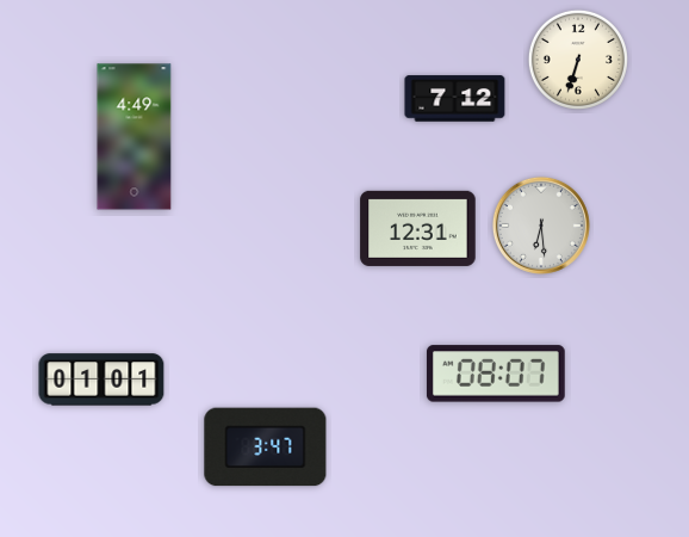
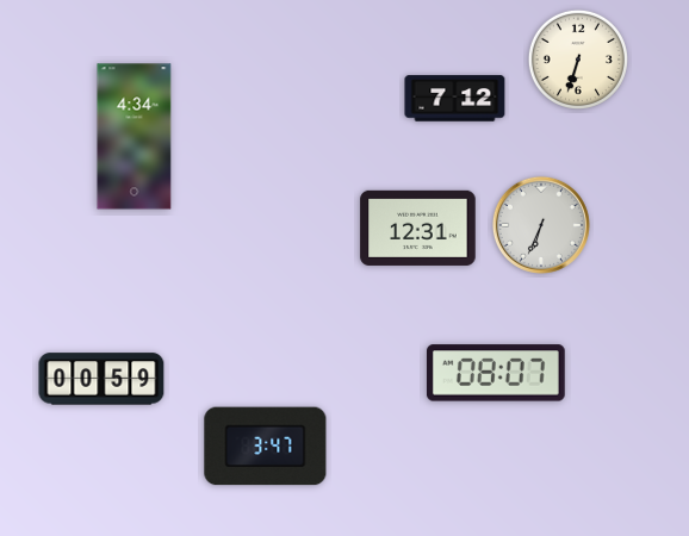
clock at (135, 137): 4:49 -> 4:34
clock at (541, 226): 6:29 -> 6:34
clock at (101, 379): 01:01 -> 00:59
